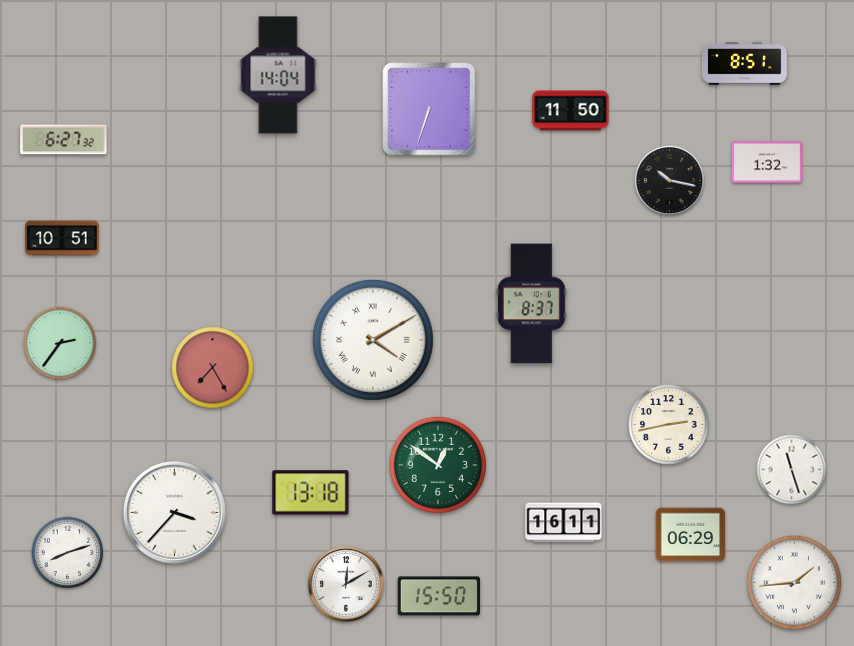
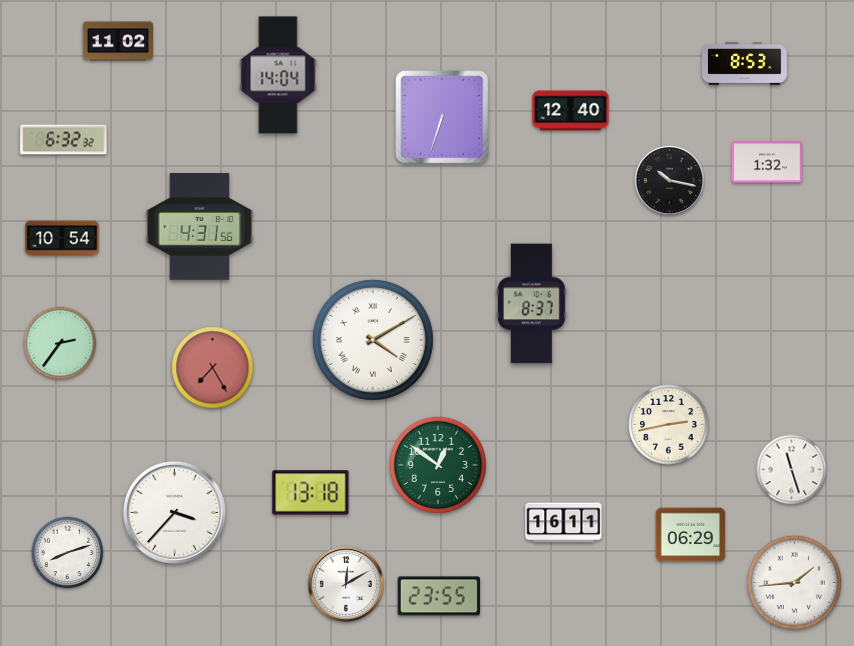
clock at (117, 41): none -> 11:02
clock at (744, 64): 8:51 -> 8:53
clock at (429, 109) position: (429, 109) -> (442, 117)
clock at (571, 111): 11:50 -> 12:40
clock at (64, 140): 6:27 -> 6:32
clock at (200, 227): none -> 4:31
clock at (62, 238): 10:51 -> 10:54
clock at (439, 596): 15:50 -> 23:55
